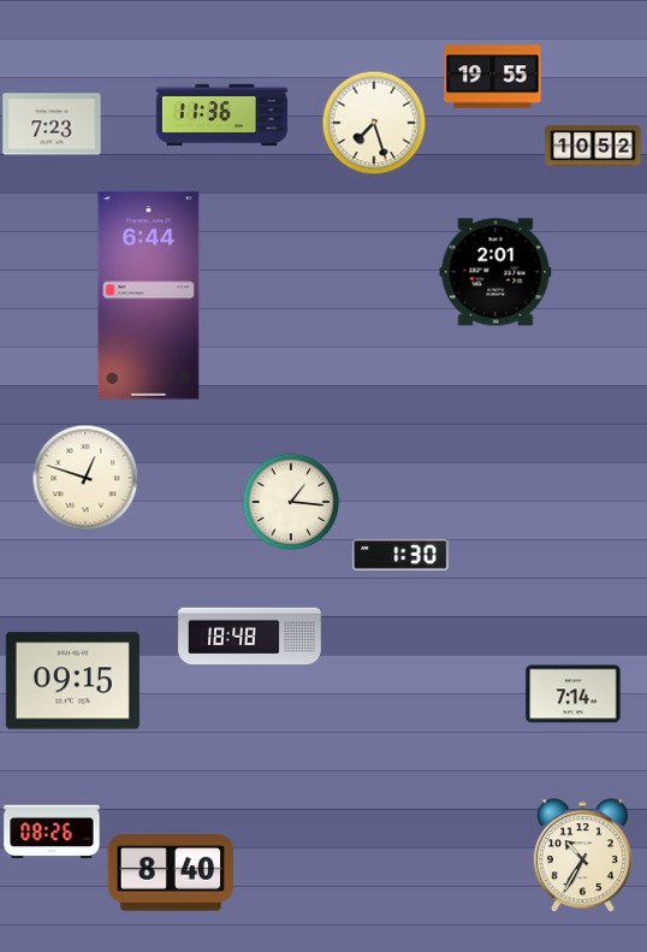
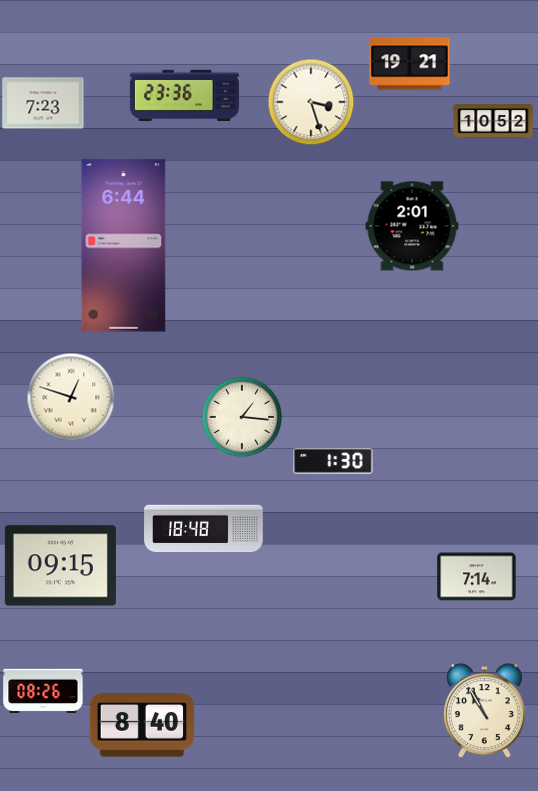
clock at (493, 77): 19:55 -> 19:21
clock at (221, 114): 11:36 -> 23:36
clock at (374, 123): 7:27 -> 3:27
clock at (250, 637) position: (250, 637) -> (204, 529)
clock at (582, 856): 10:35 -> 10:55
